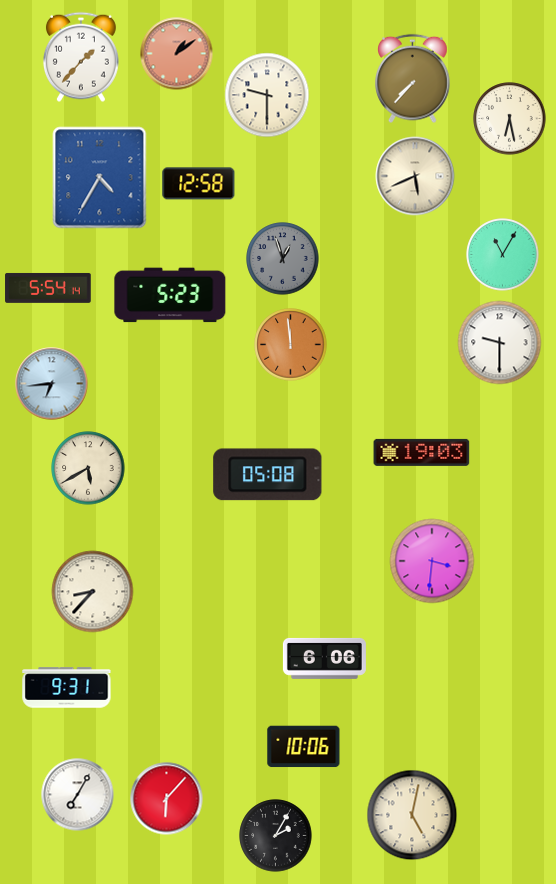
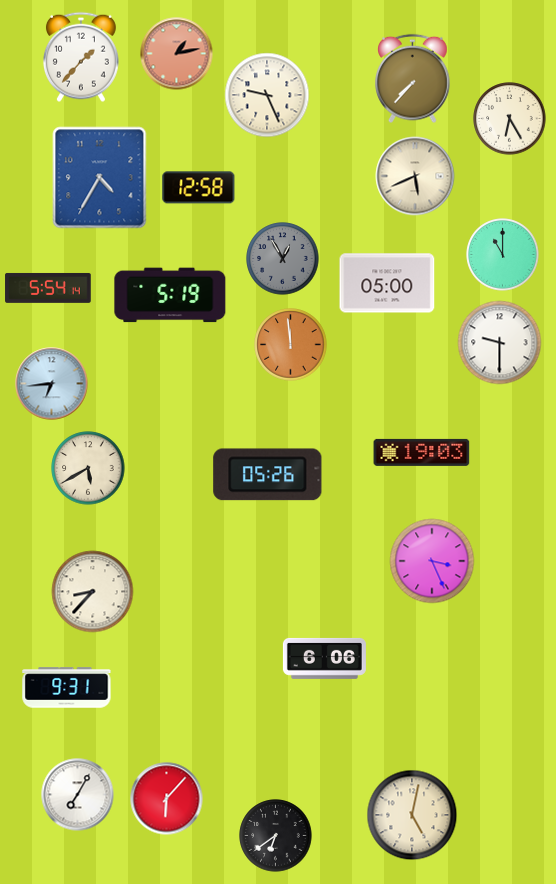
clock at (177, 54): 1:09 -> 1:13
clock at (267, 95): 9:30 -> 9:26
clock at (510, 119): 6:28 -> 6:25
clock at (199, 184) position: (199, 184) -> (199, 188)
clock at (503, 255): 11:05 -> 11:00
clock at (283, 259): 12:57 -> 12:55
clock at (387, 283): none -> 05:00
clock at (170, 295): 5:23 -> 5:19
clock at (268, 475): 05:08 -> 05:26
clock at (432, 561): 3:31 -> 3:26
clock at (304, 747): 10:06 -> none
clock at (276, 836): 2:05 -> 6:39
